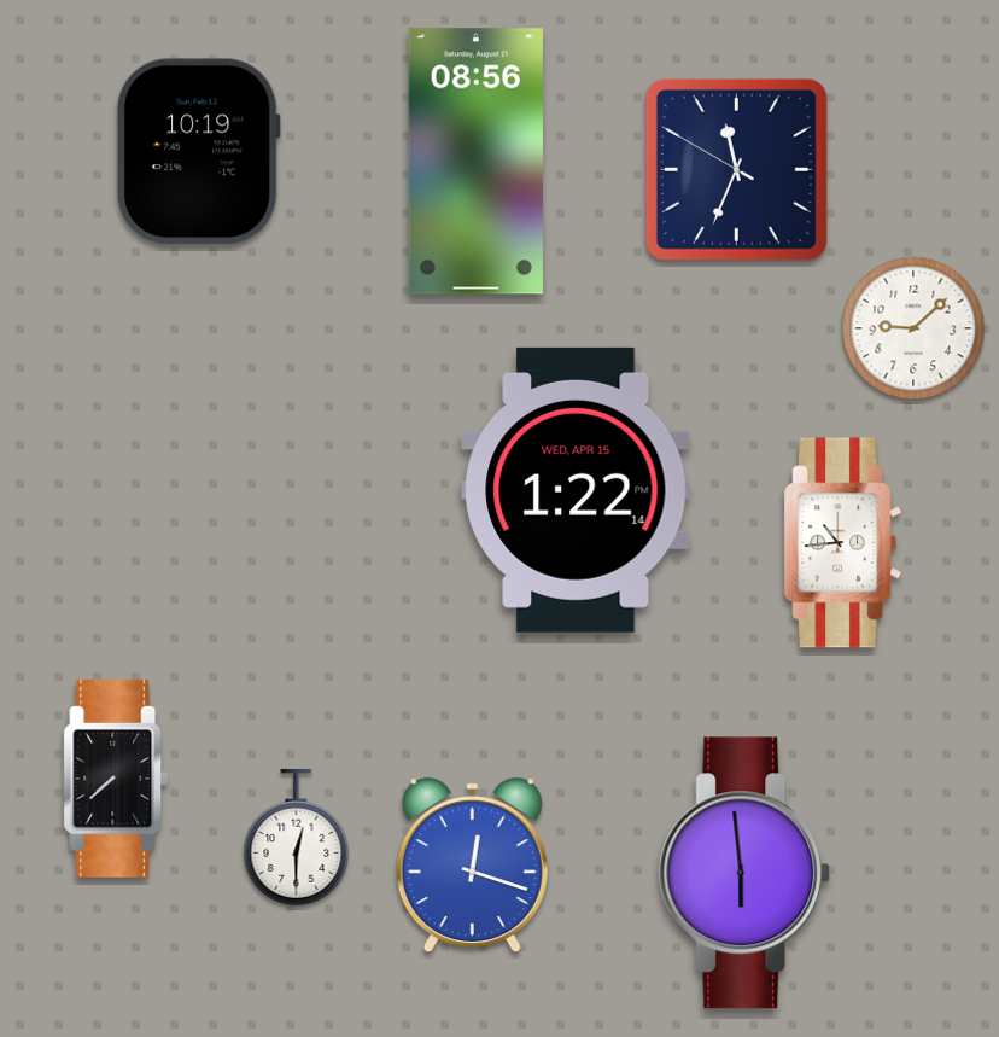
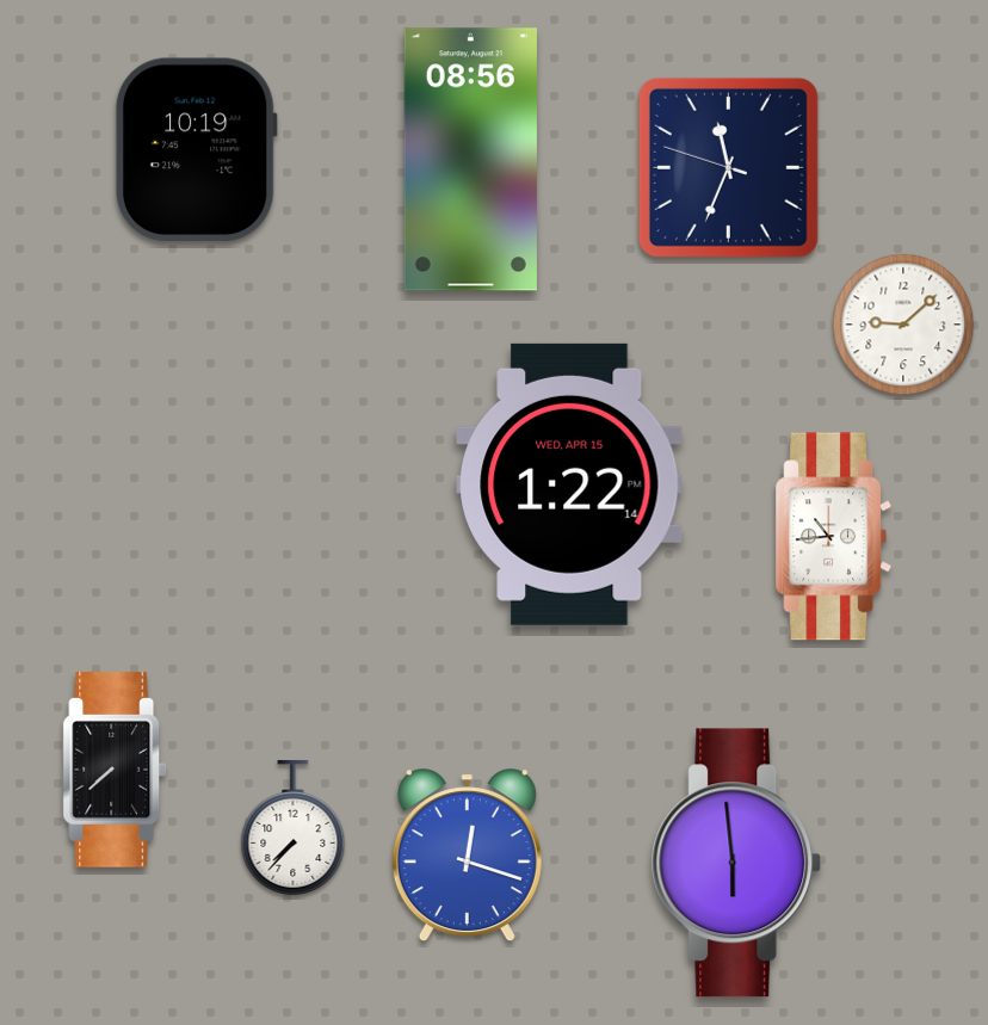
clock at (736, 169): 11:33:50 -> 11:33:48
clock at (297, 837): 12:30 -> 7:37
